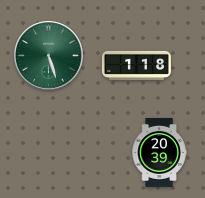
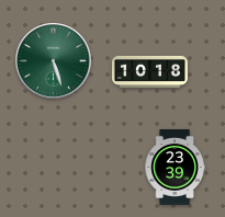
clock at (136, 65): 1:18 -> 10:18
clock at (159, 152): 20:39 -> 23:39
